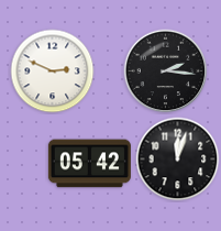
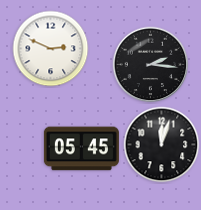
clock at (53, 71) position: (53, 71) -> (51, 49)
clock at (89, 164): 05:42 -> 05:45
